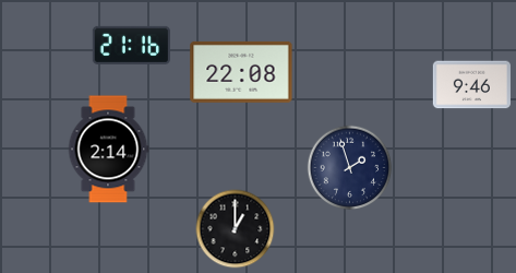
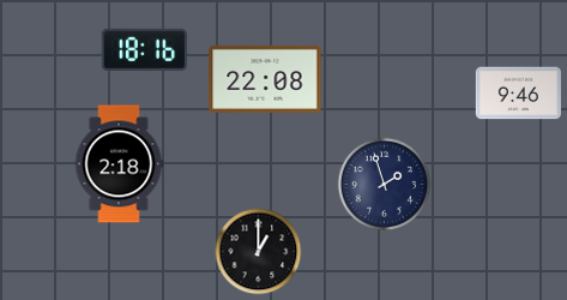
clock at (131, 45): 21:16 -> 18:16
clock at (108, 150): 2:14 -> 2:18
